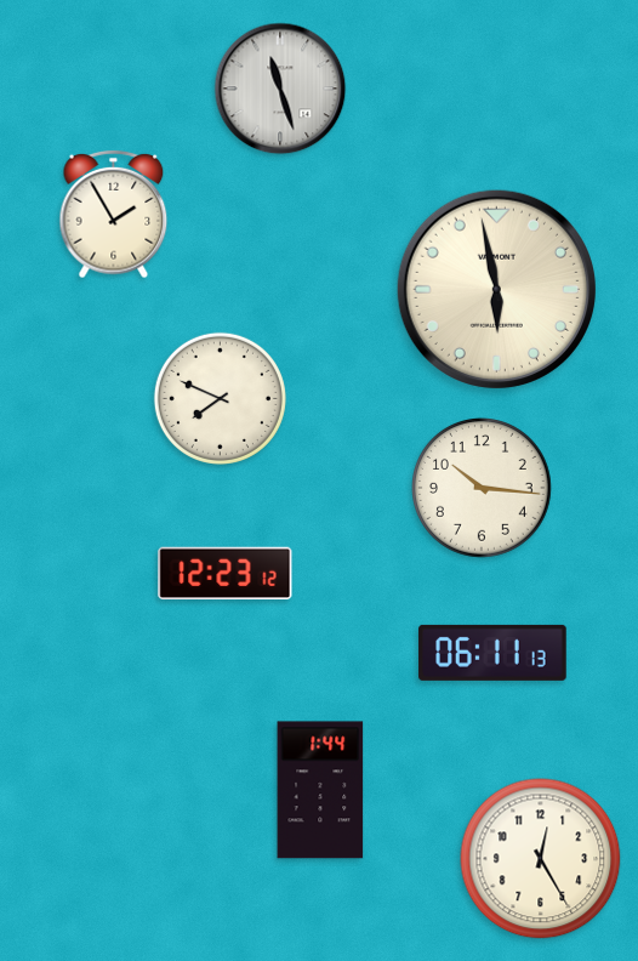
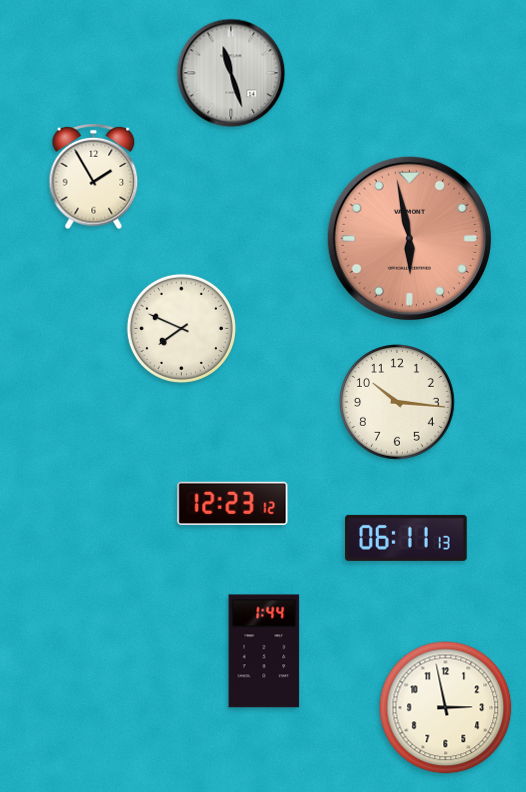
clock at (496, 289) dial: cream -> salmon
clock at (226, 573) position: (226, 573) -> (233, 503)
clock at (541, 859): 12:25 -> 2:58
